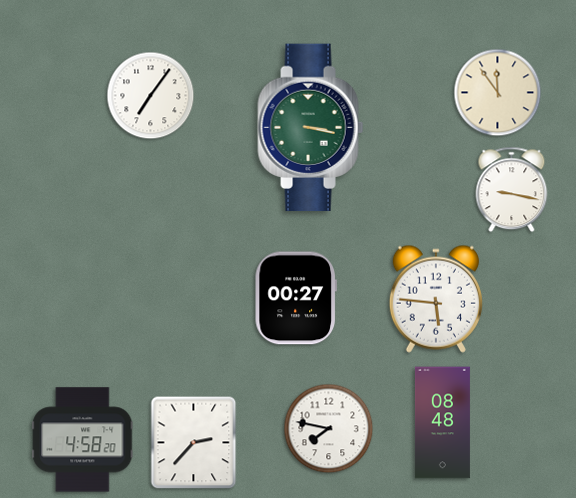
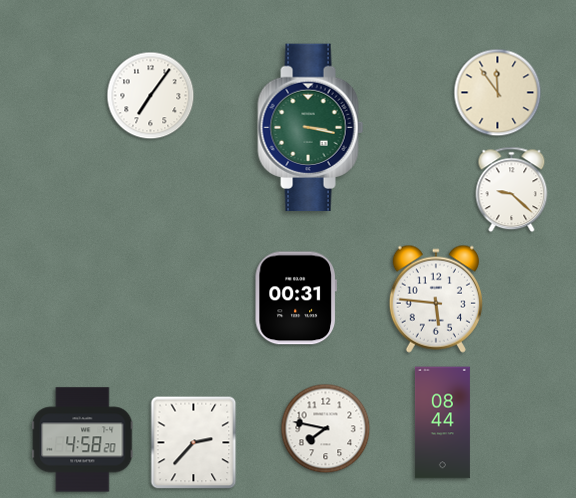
clock at (512, 190): 9:17 -> 9:22
clock at (296, 298): 00:27 -> 00:31
clock at (442, 423): 08:48 -> 08:44
clock at (329, 429) position: (329, 429) -> (326, 429)
